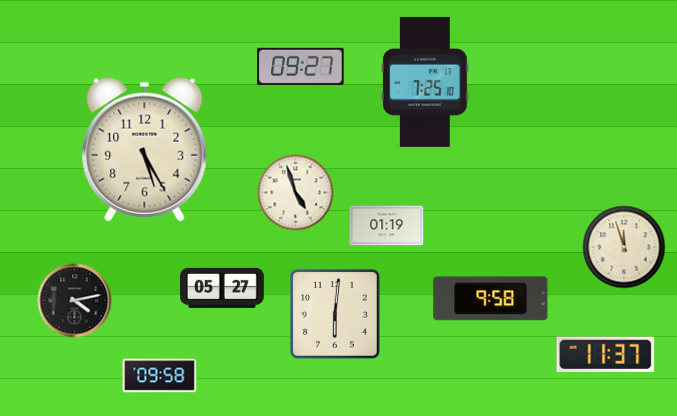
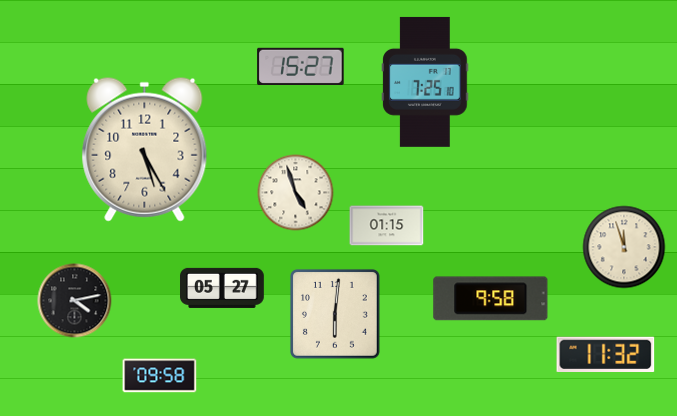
clock at (301, 66): 09:27 -> 15:27
clock at (387, 226): 01:19 -> 01:15
clock at (606, 354): 11:37 -> 11:32
